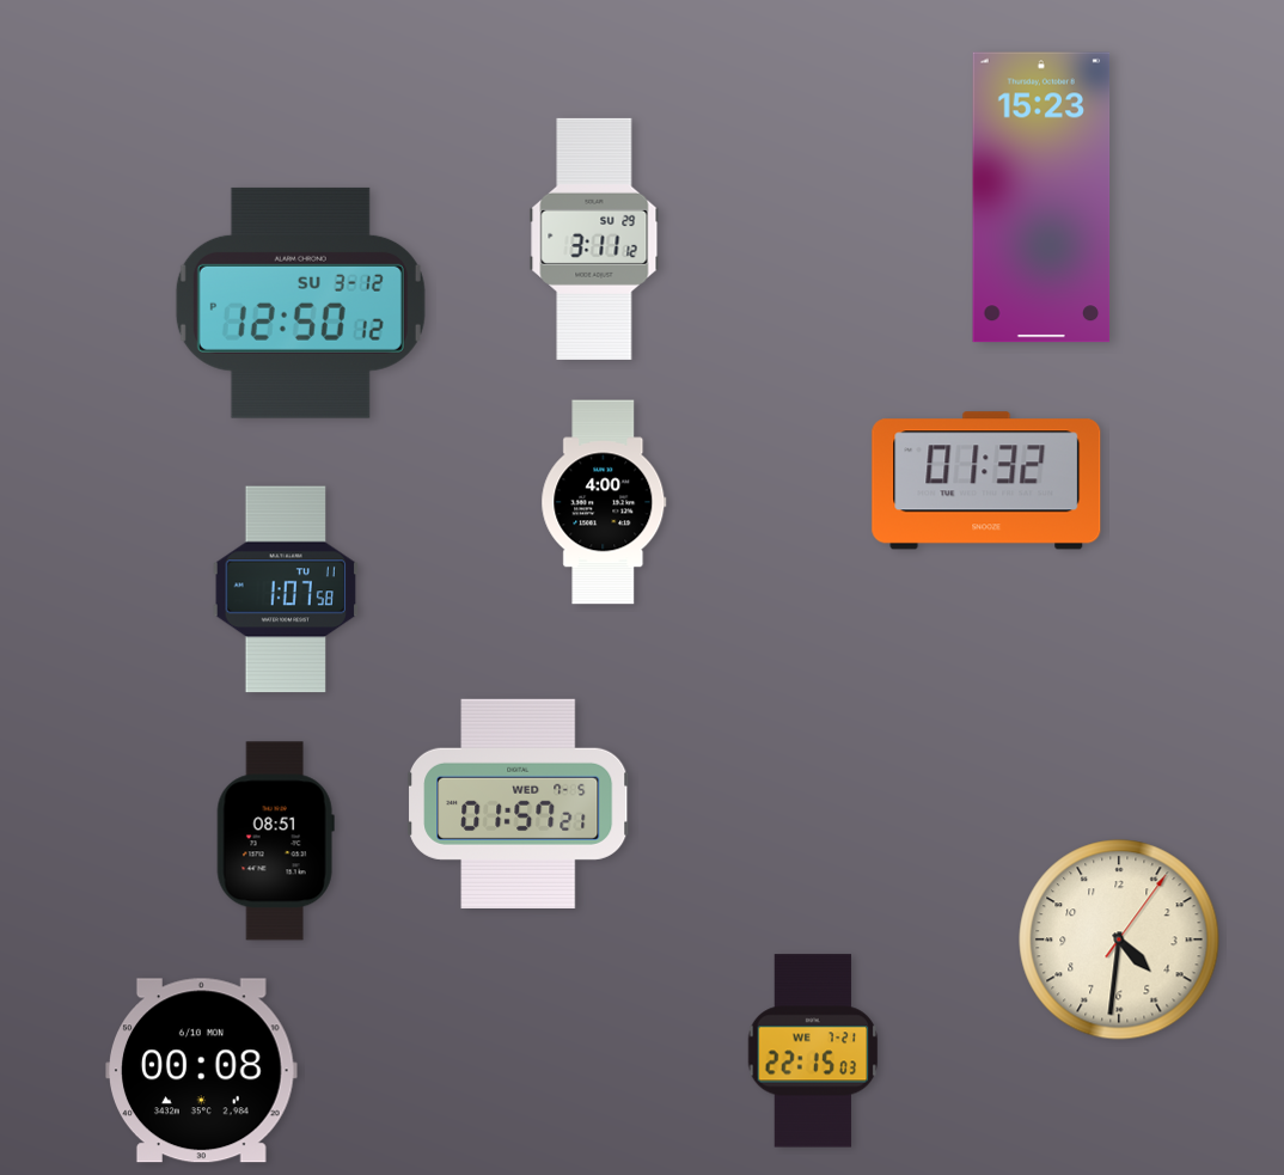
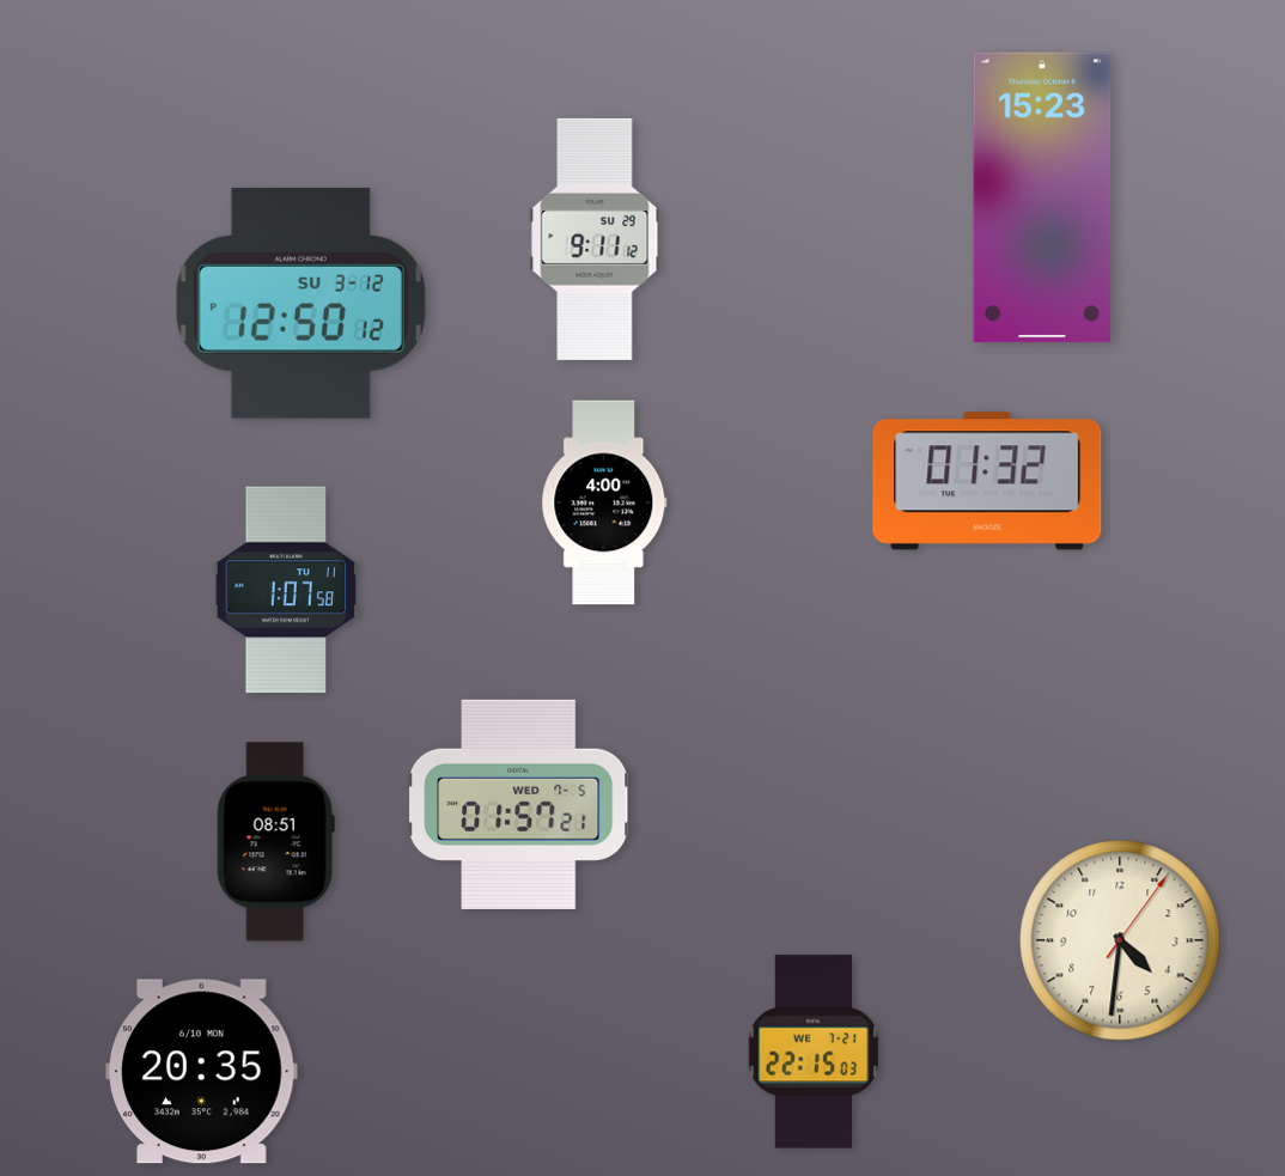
clock at (594, 239): 3:11 -> 9:11
clock at (202, 1071): 00:08 -> 20:35
